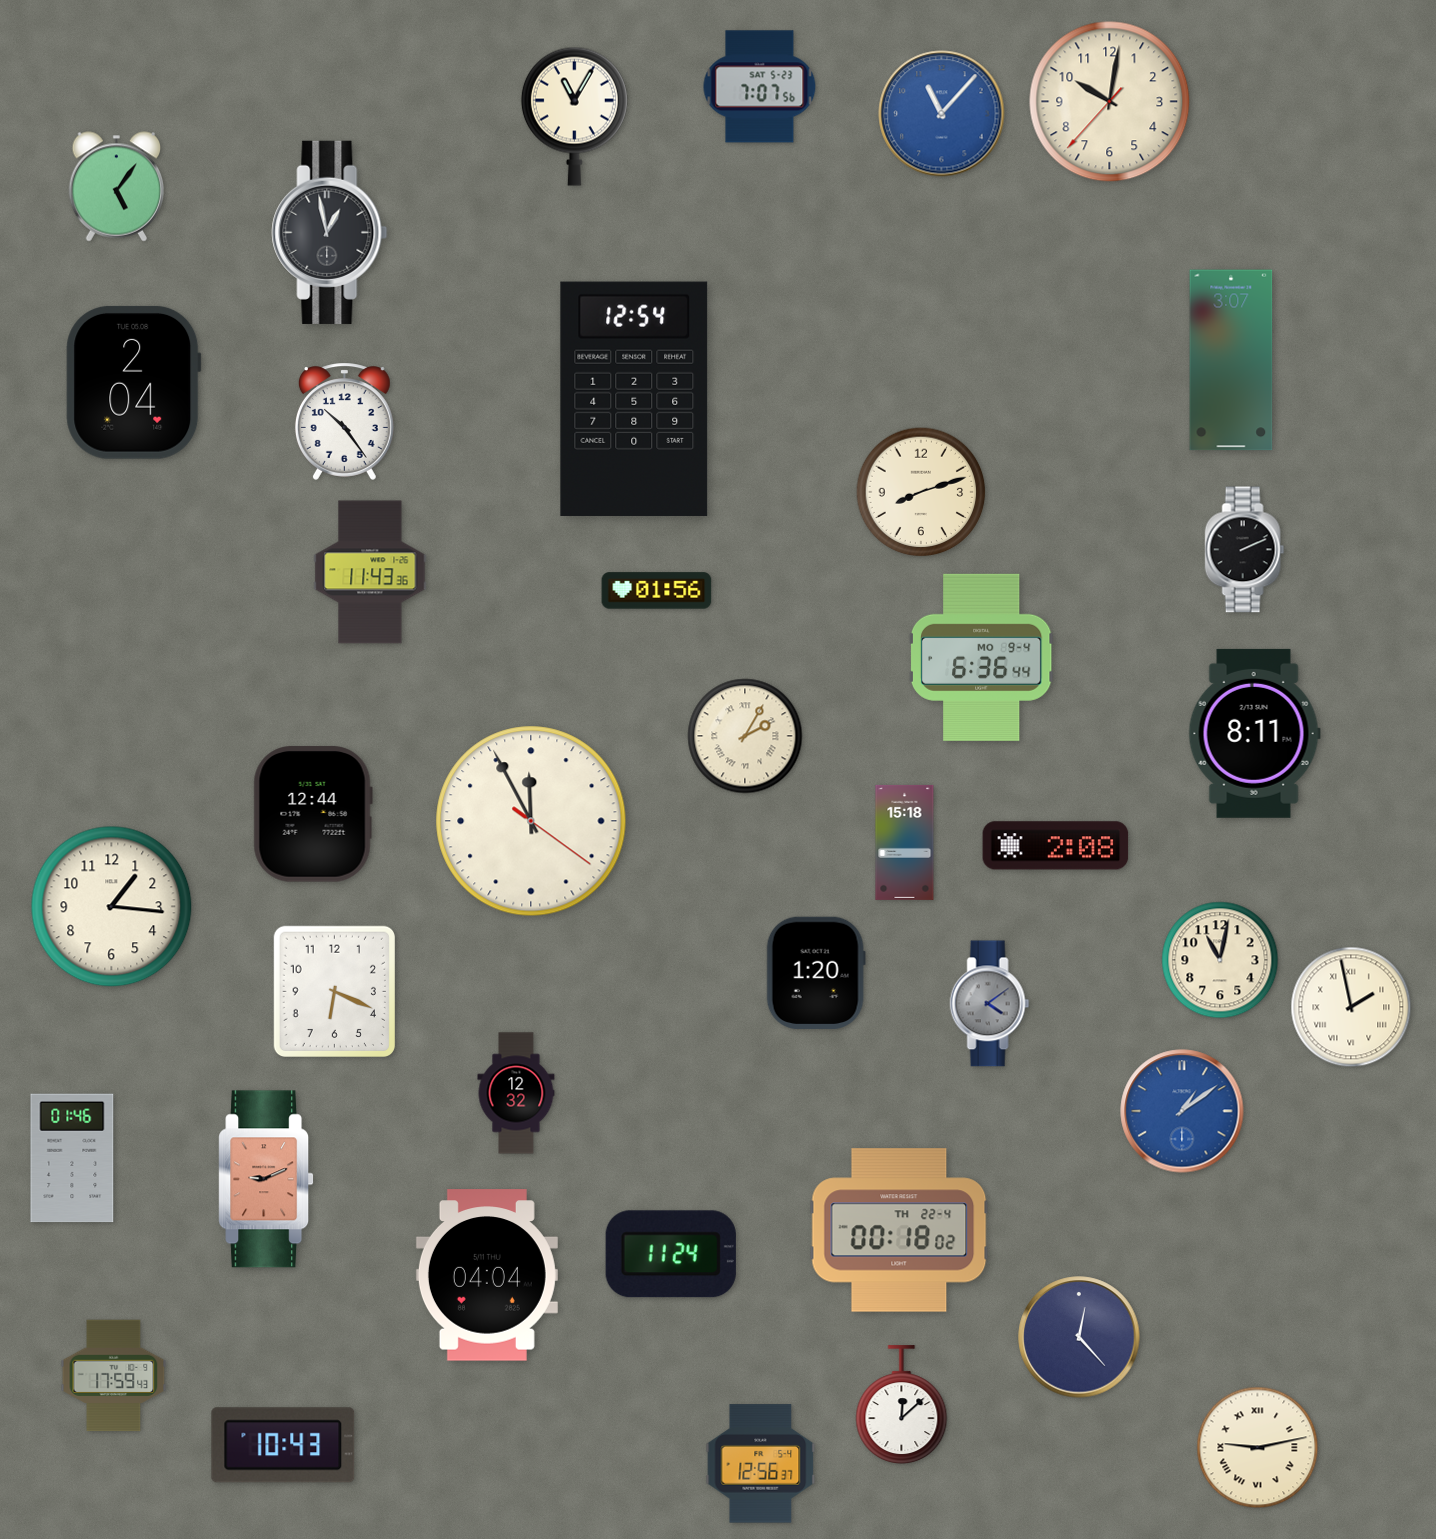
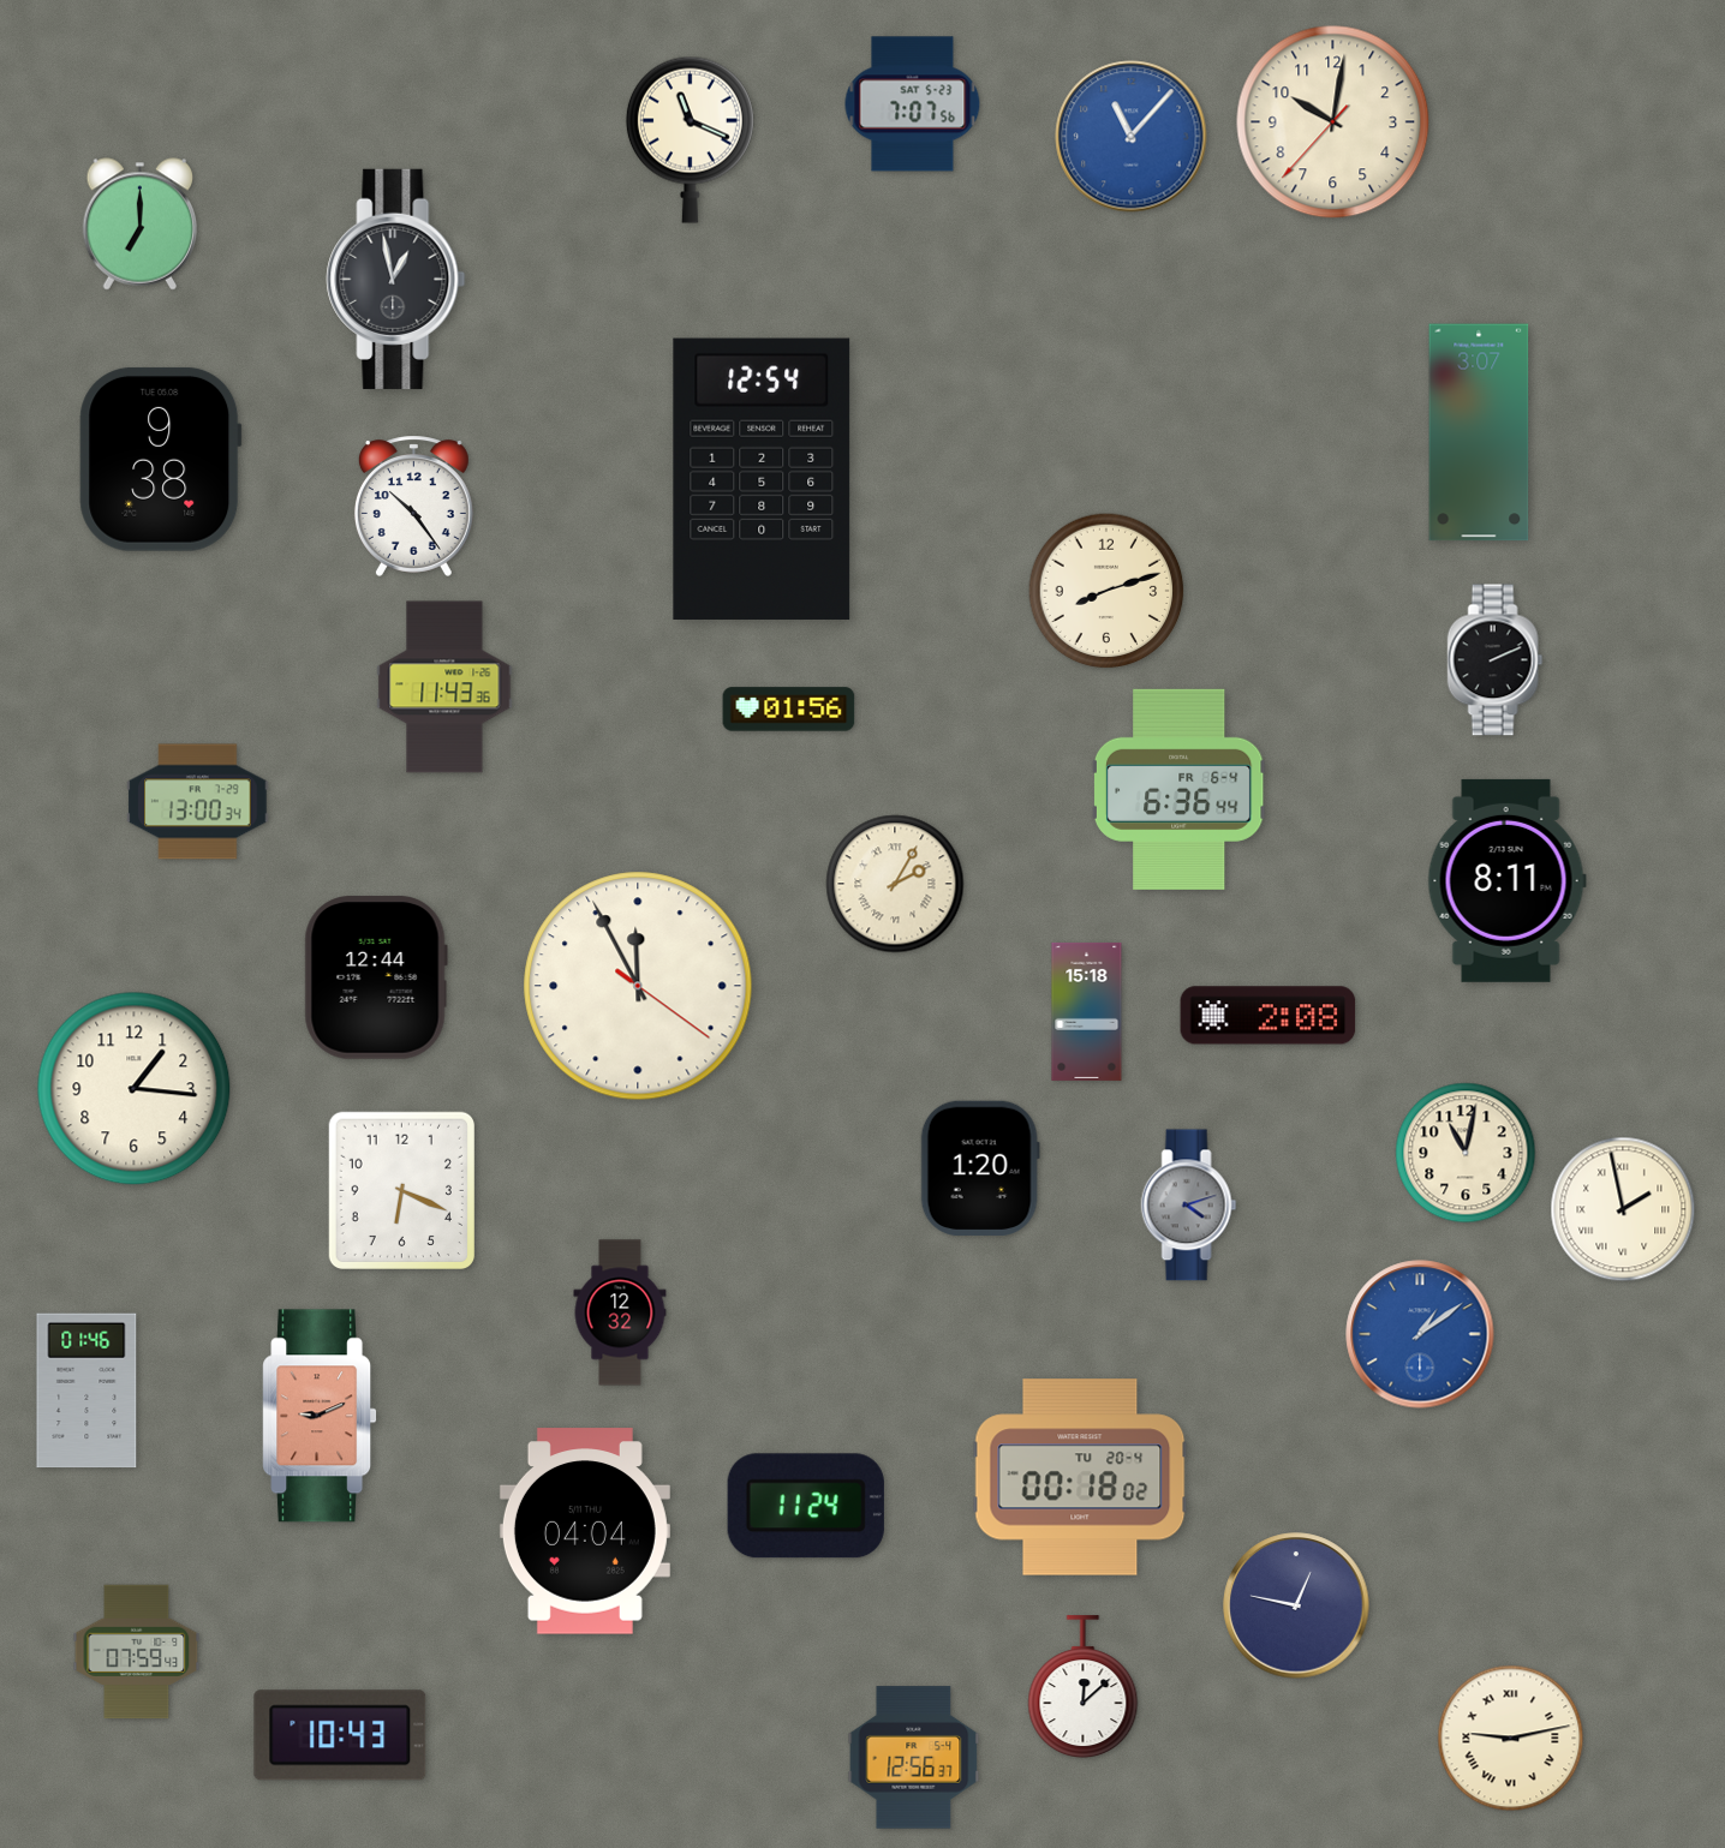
clock at (574, 116): 11:05 -> 11:19
clock at (117, 187): 5:06 -> 7:00
clock at (134, 382): 2:04 -> 9:38
clock at (981, 657) date: MO 9-4 -> FR 6-4
clock at (198, 802): none -> 13:00
clock at (990, 1004): 4:09 -> 4:12
clock at (899, 1230) date: TH 22-4 -> TU 20-4
clock at (1079, 1337): 12:23 -> 12:47
clock at (114, 1376): 17:59 -> 07:59
